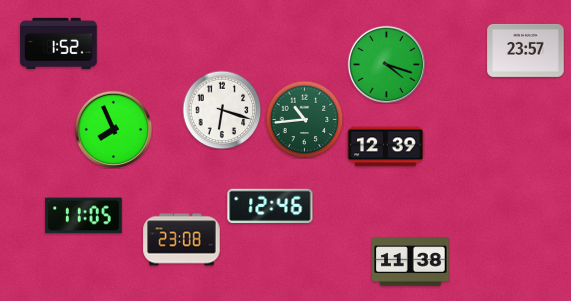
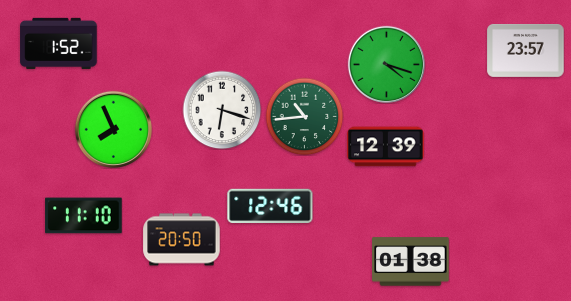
clock at (304, 119) position: (304, 119) -> (304, 116)
clock at (84, 216): 11:05 -> 11:10
clock at (182, 240): 23:08 -> 20:50
clock at (411, 262): 11:38 -> 01:38
